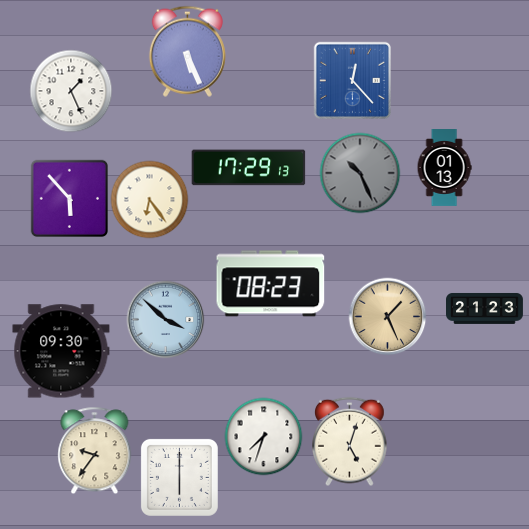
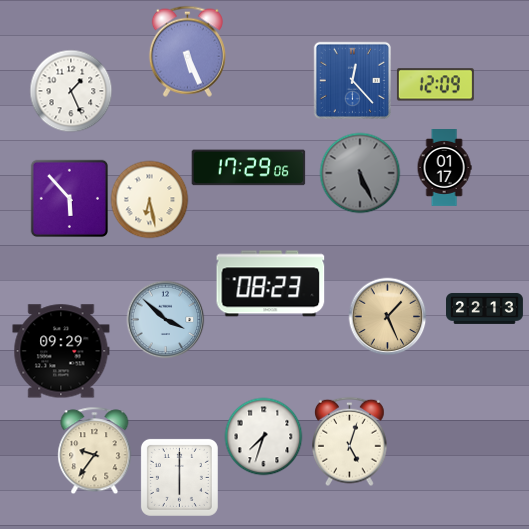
clock at (435, 85): none -> 12:09
clock at (249, 168): 17:29:13 -> 17:29:06
clock at (444, 168): 01:13 -> 01:17
clock at (360, 173): 10:26 -> 5:26
clock at (149, 199): 6:24 -> 6:28
clock at (485, 309): 21:23 -> 22:13
clock at (61, 351): 09:30 -> 09:29
